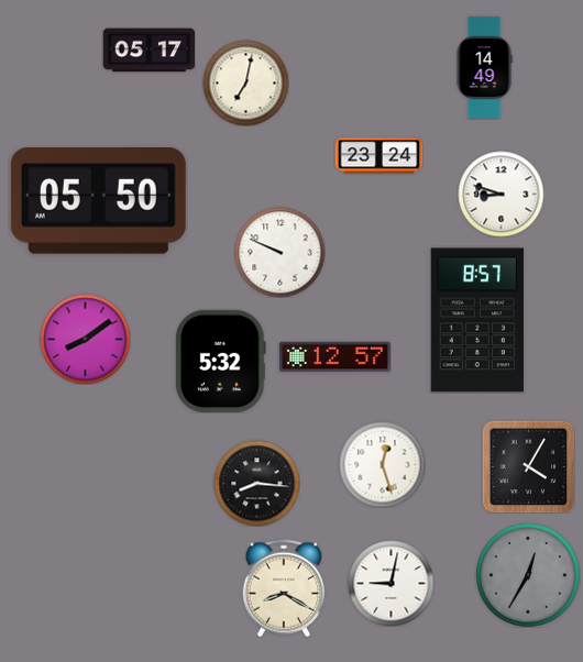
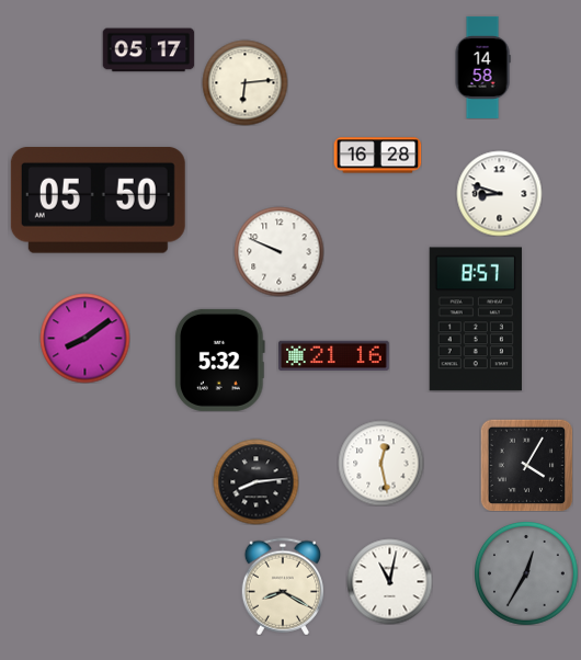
clock at (484, 67): 14:49 -> 14:58
clock at (245, 82): 7:02 -> 6:14
clock at (378, 156): 23:24 -> 16:28
clock at (335, 356): 12:57 -> 21:16
clock at (382, 464): 12:27 -> 12:28
clock at (256, 483): 8:16 -> 8:14
clock at (391, 583): 9:02 -> 11:02
